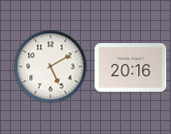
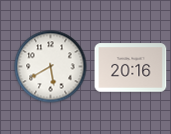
clock at (51, 67): 5:10 -> 5:40
